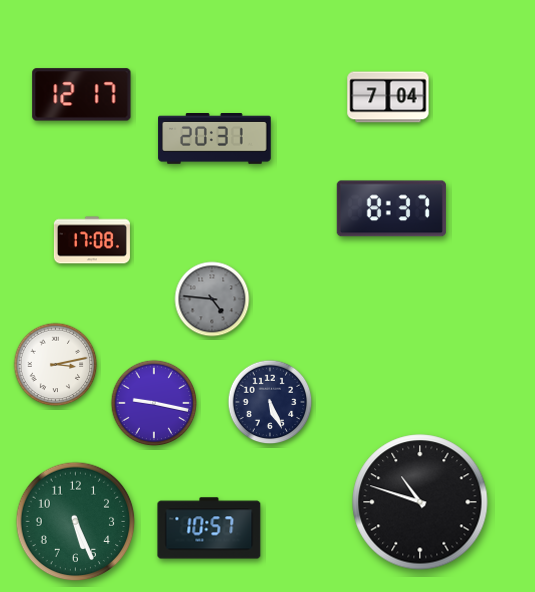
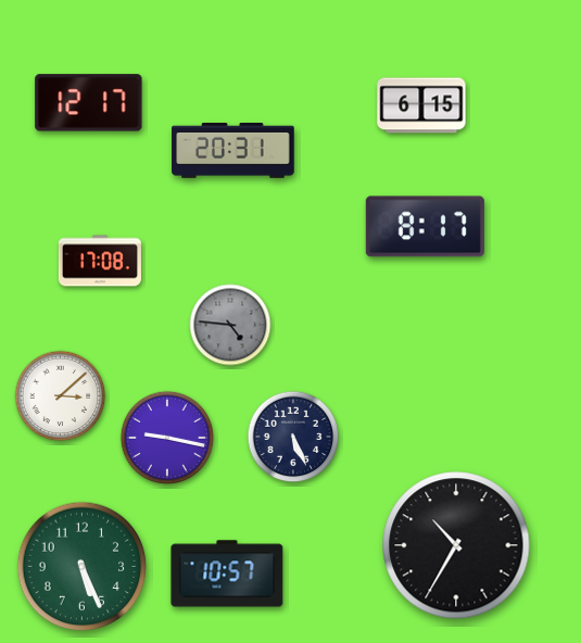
clock at (388, 97): 7:04 -> 6:15
clock at (391, 209): 8:37 -> 8:17
clock at (56, 365): 3:13 -> 3:08
clock at (420, 502): 10:48 -> 10:35
